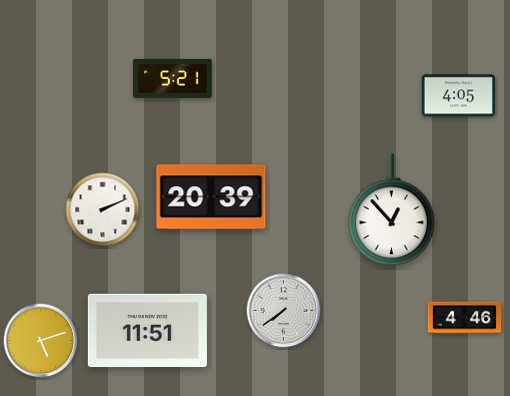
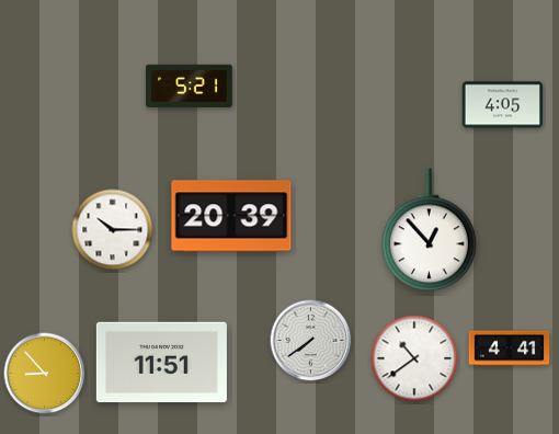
clock at (103, 210): 2:11 -> 10:15
clock at (465, 318): 4:46 -> 4:41
clock at (414, 358): none -> 10:39
clock at (41, 341): 5:12 -> 8:53
